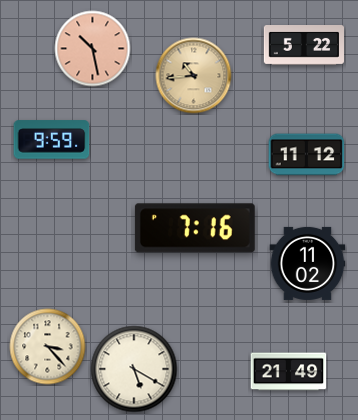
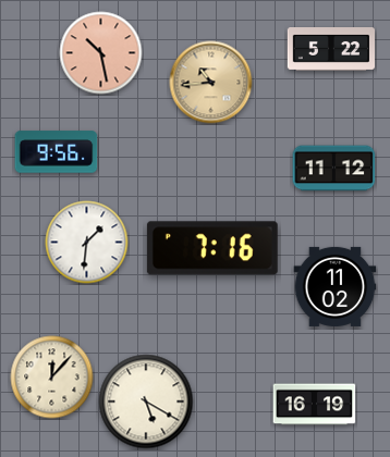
clock at (52, 140): 9:59 -> 9:56
clock at (87, 243): none -> 1:31
clock at (48, 347): 3:23 -> 12:07
clock at (289, 372): 21:49 -> 16:19
